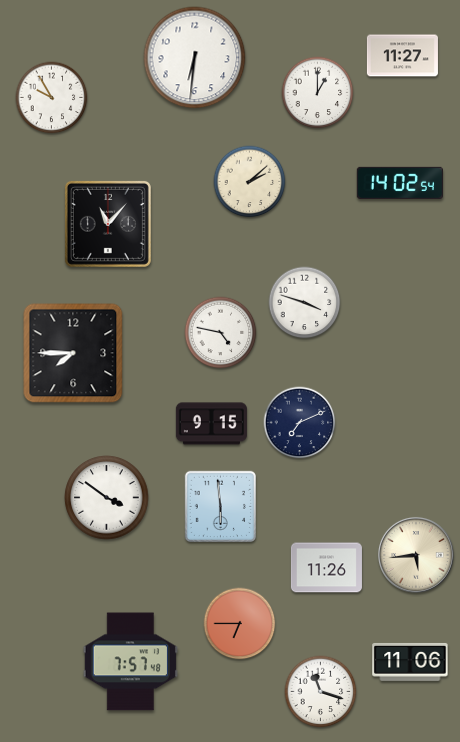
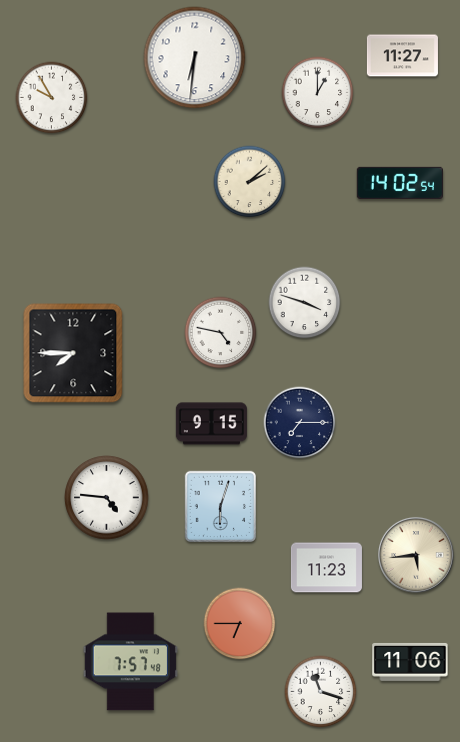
clock at (108, 224): 11:07 -> none
clock at (300, 423): 7:11 -> 7:15
clock at (107, 498): 3:51 -> 4:46
clock at (220, 506): 5:59 -> 6:03
clock at (326, 568): 11:26 -> 11:23
